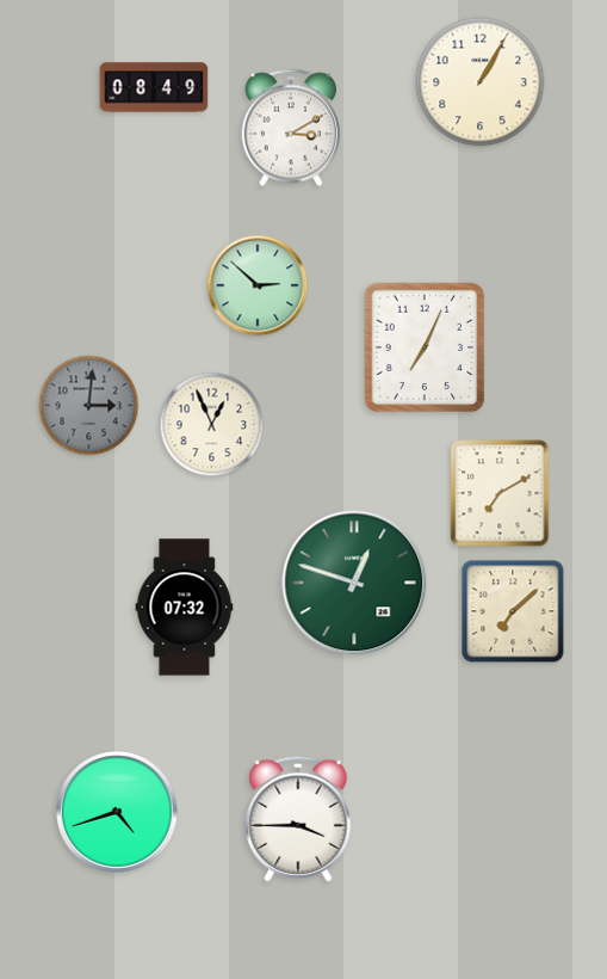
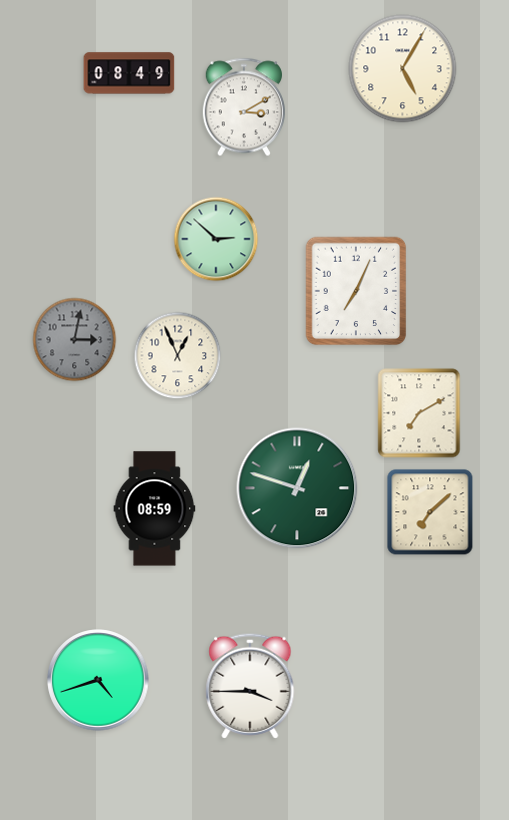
clock at (481, 82): 1:05 -> 5:05
clock at (89, 406): 3:01 -> 3:02
clock at (185, 608): 07:32 -> 08:59
